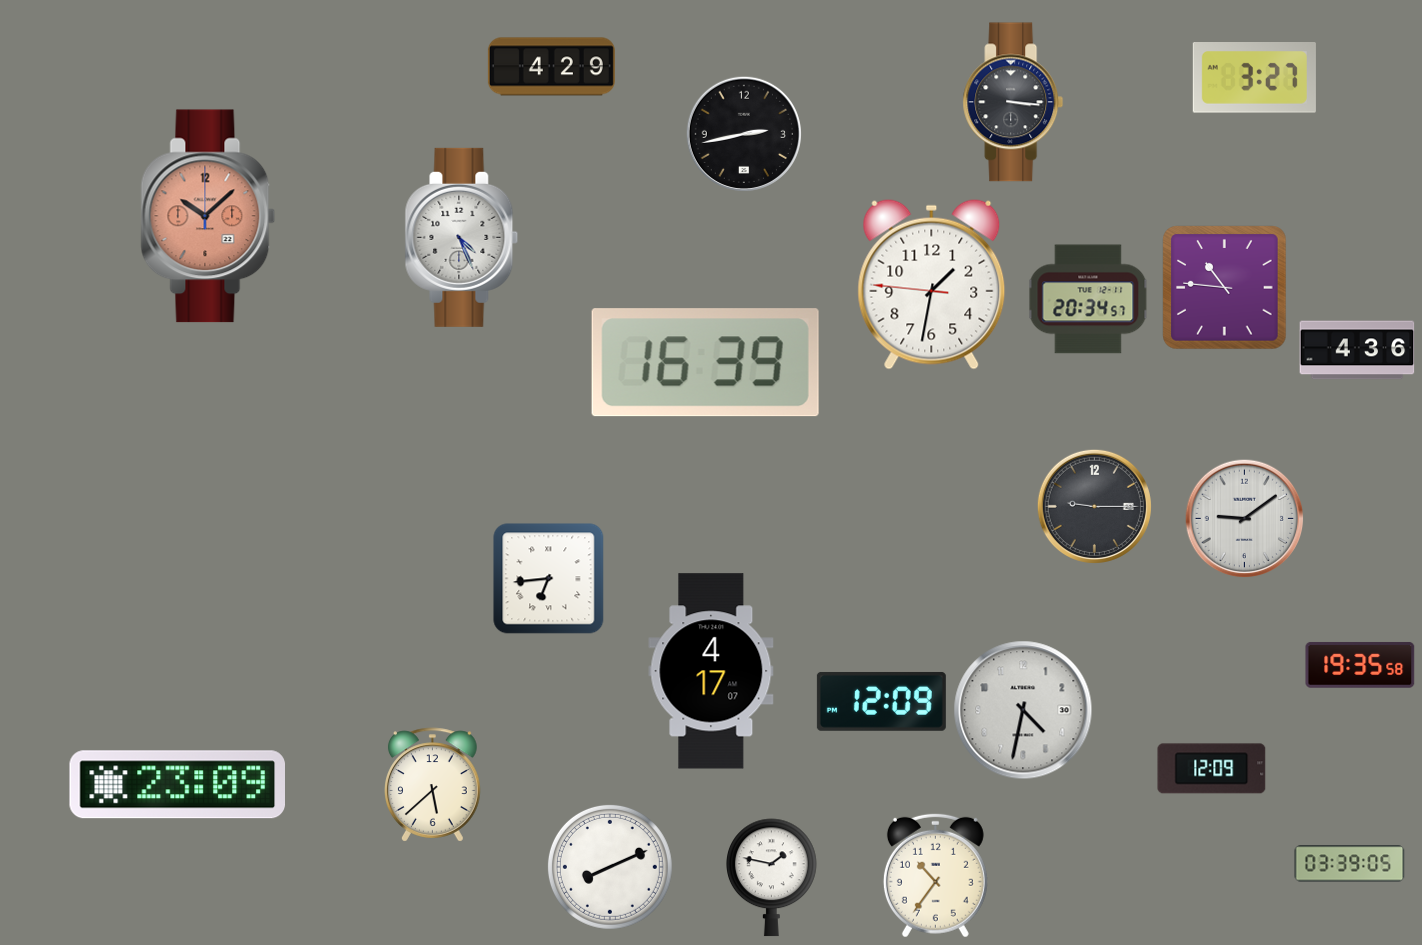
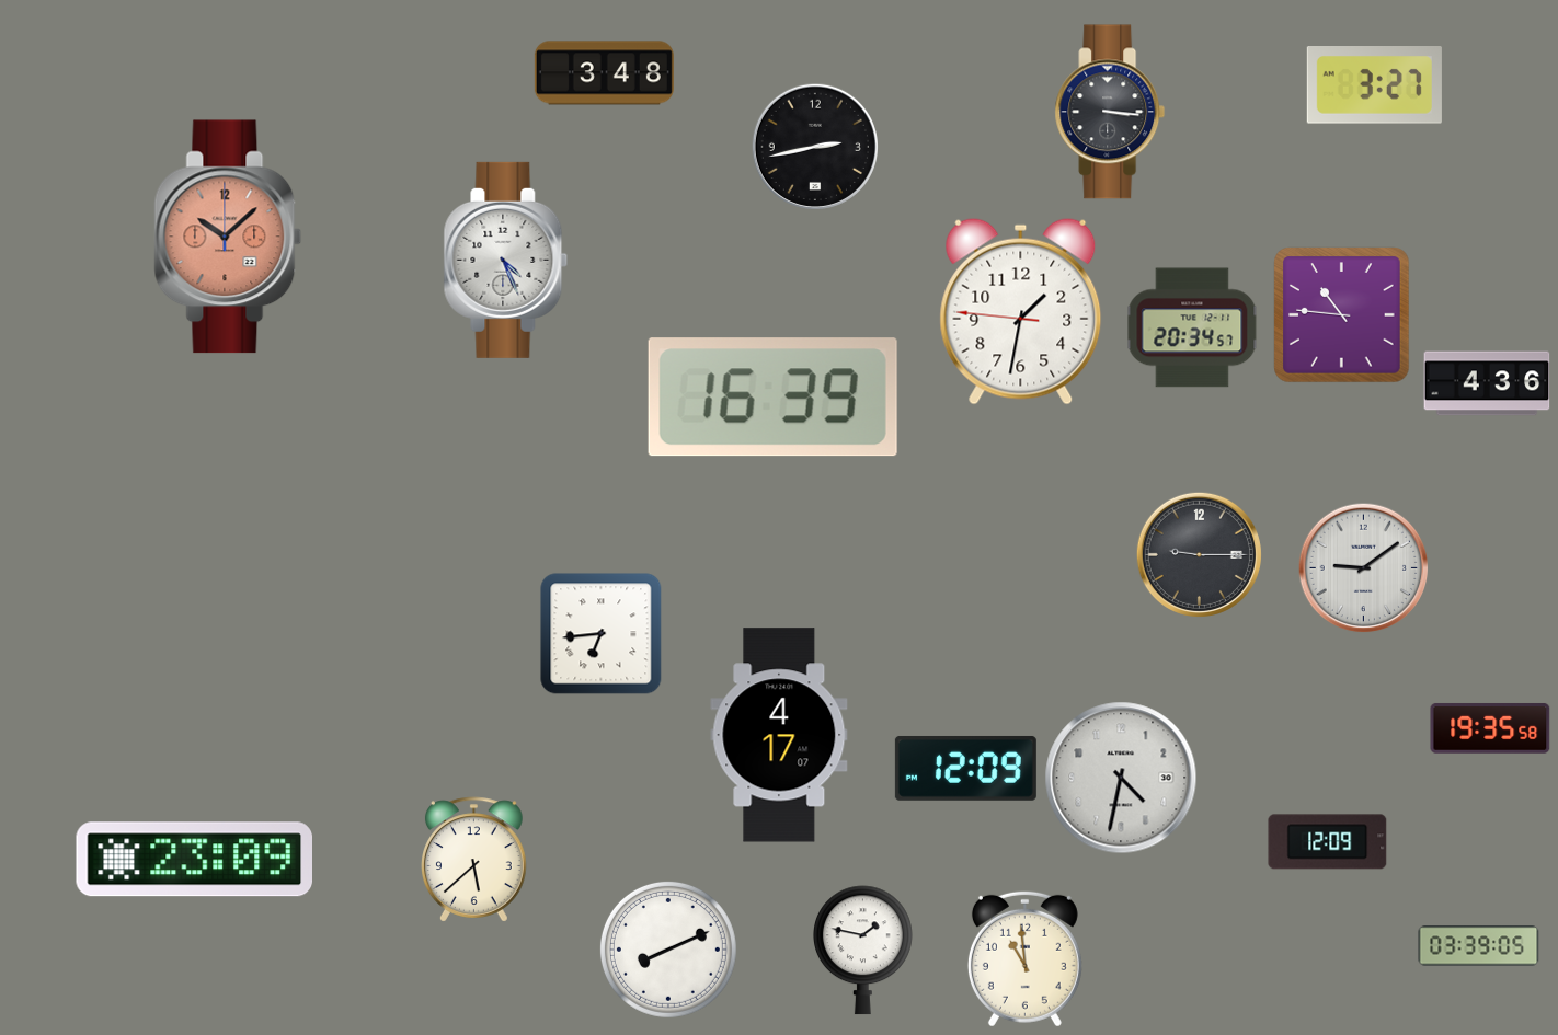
clock at (551, 67): 4:29 -> 3:48
clock at (935, 875): 10:36 -> 10:59
clock at (772, 878) position: (772, 878) -> (863, 951)
